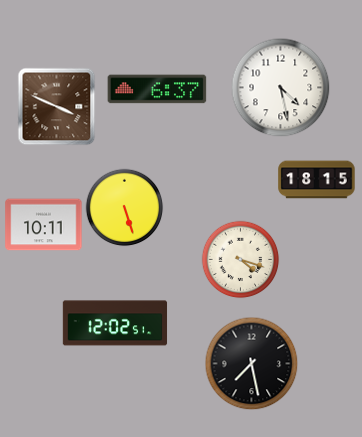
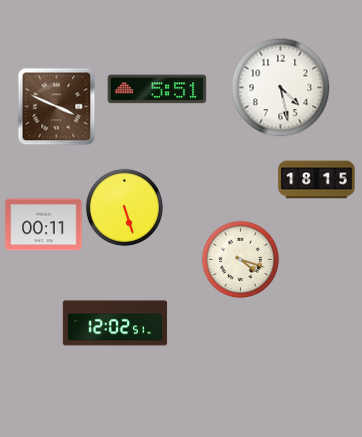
clock at (157, 89): 6:37 -> 5:51
clock at (44, 225): 10:11 -> 00:11
clock at (251, 363): 7:28 -> none
